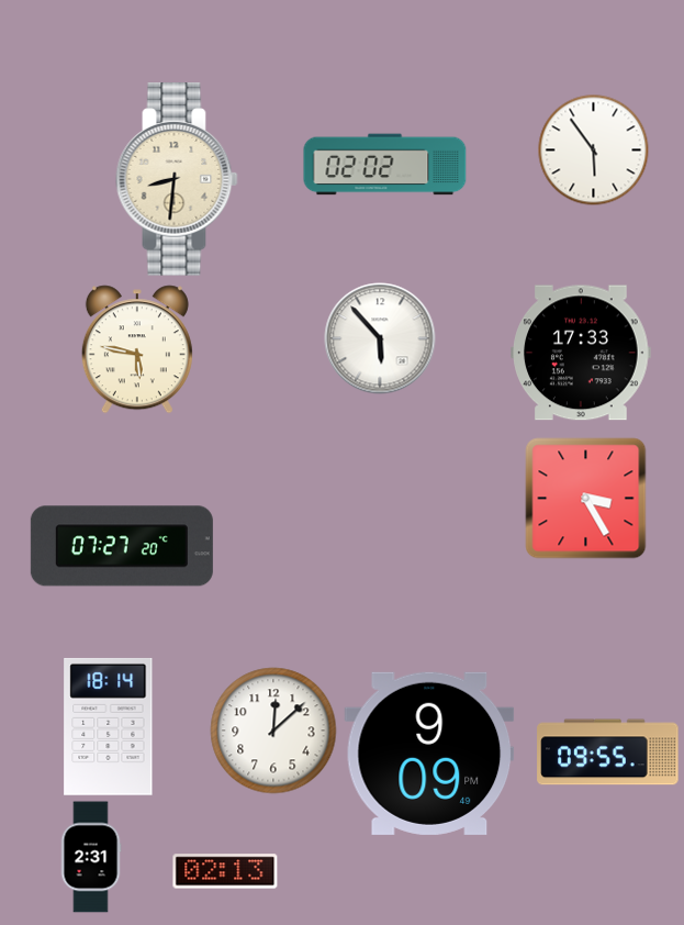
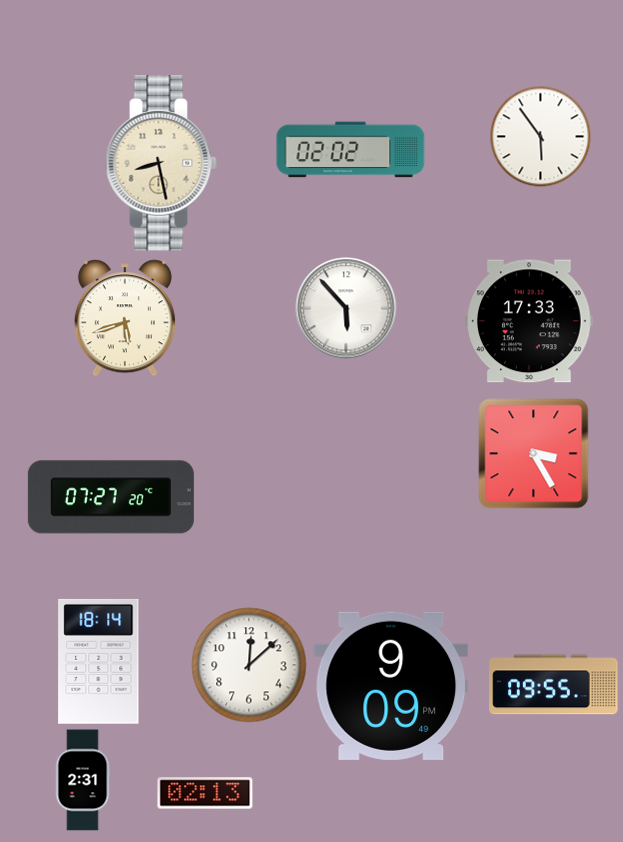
clock at (177, 179): 8:31 -> 8:28
clock at (137, 349): 5:47 -> 5:42
